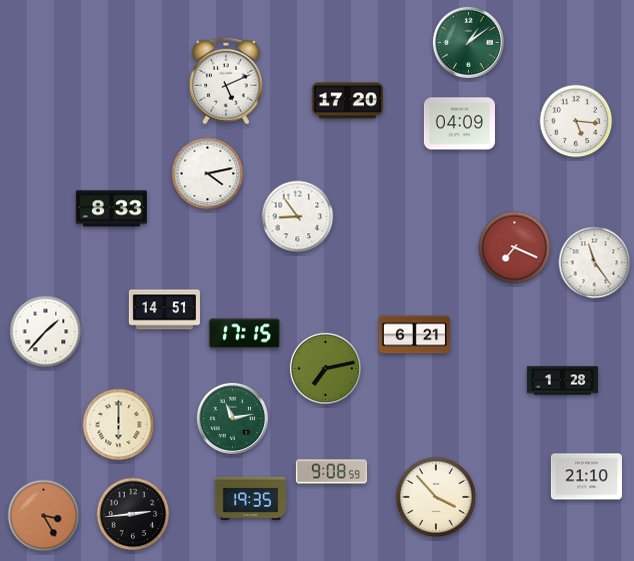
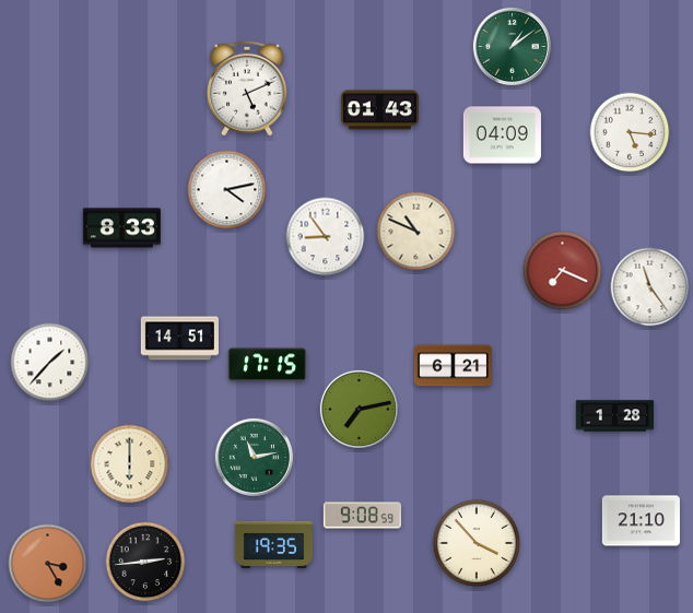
clock at (347, 101): 17:20 -> 01:43
clock at (416, 232): none -> 10:49
clock at (325, 368) position: (325, 368) -> (359, 409)
